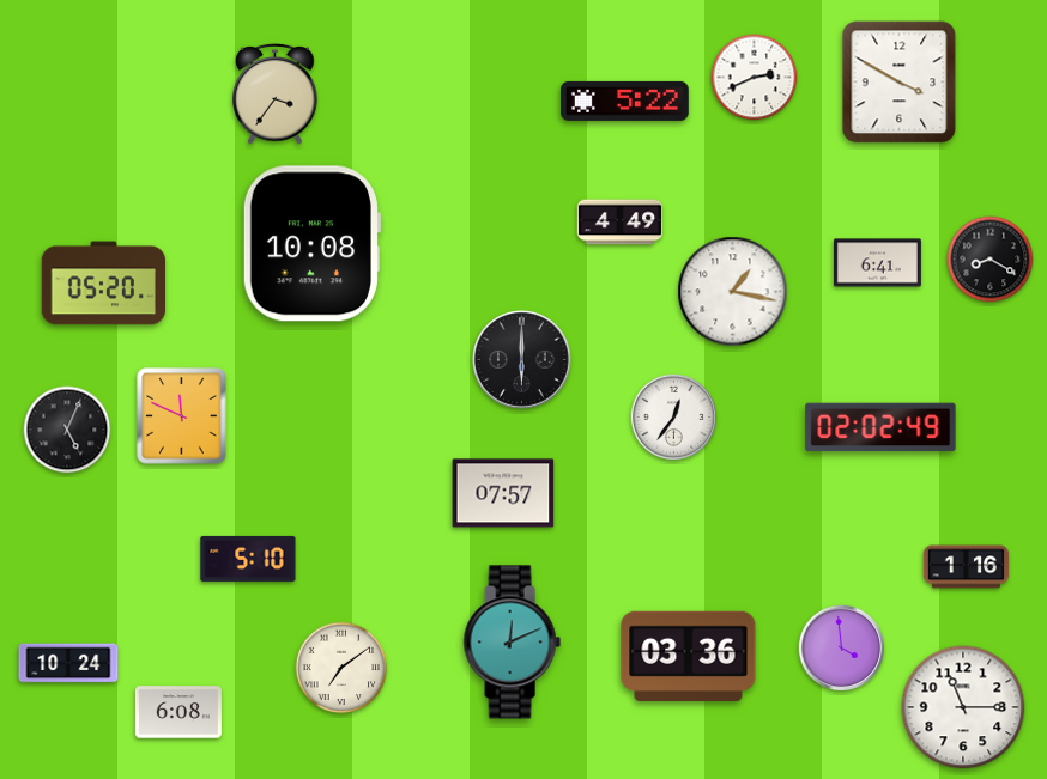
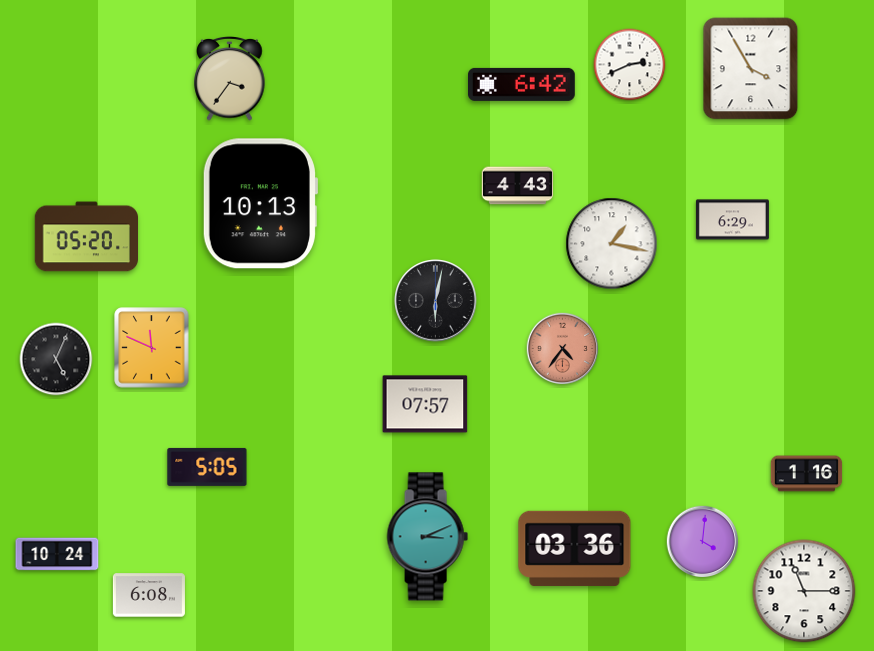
clock at (900, 83): 3:50 -> 3:55
clock at (625, 101): 5:22 -> 6:42
clock at (621, 223): 4:49 -> 4:43
clock at (310, 244): 10:08 -> 10:13
clock at (991, 260): 8:20 -> none
clock at (877, 263): 6:41 -> 6:29
clock at (522, 360): 6:00 -> 6:02
clock at (674, 418): 12:36 -> 4:36
clock at (674, 418) dial: white -> salmon
clock at (880, 427): 02:02 -> none
clock at (503, 493) position: (503, 493) -> (425, 404)
clock at (248, 559): 5:10 -> 5:05
clock at (512, 643): 12:11 -> 3:11
clock at (842, 649): 3:59 -> 4:01
clock at (341, 668): 7:09 -> none
